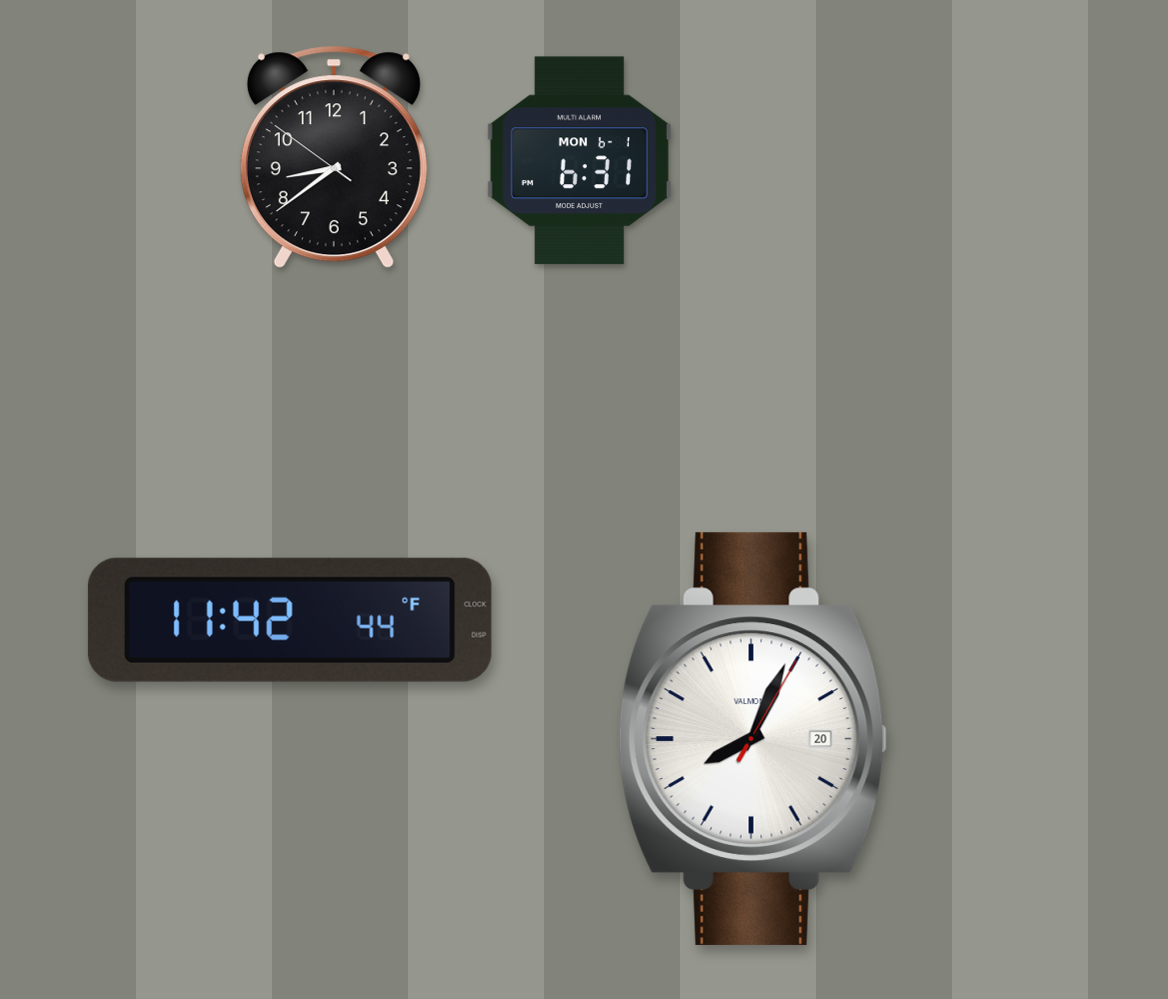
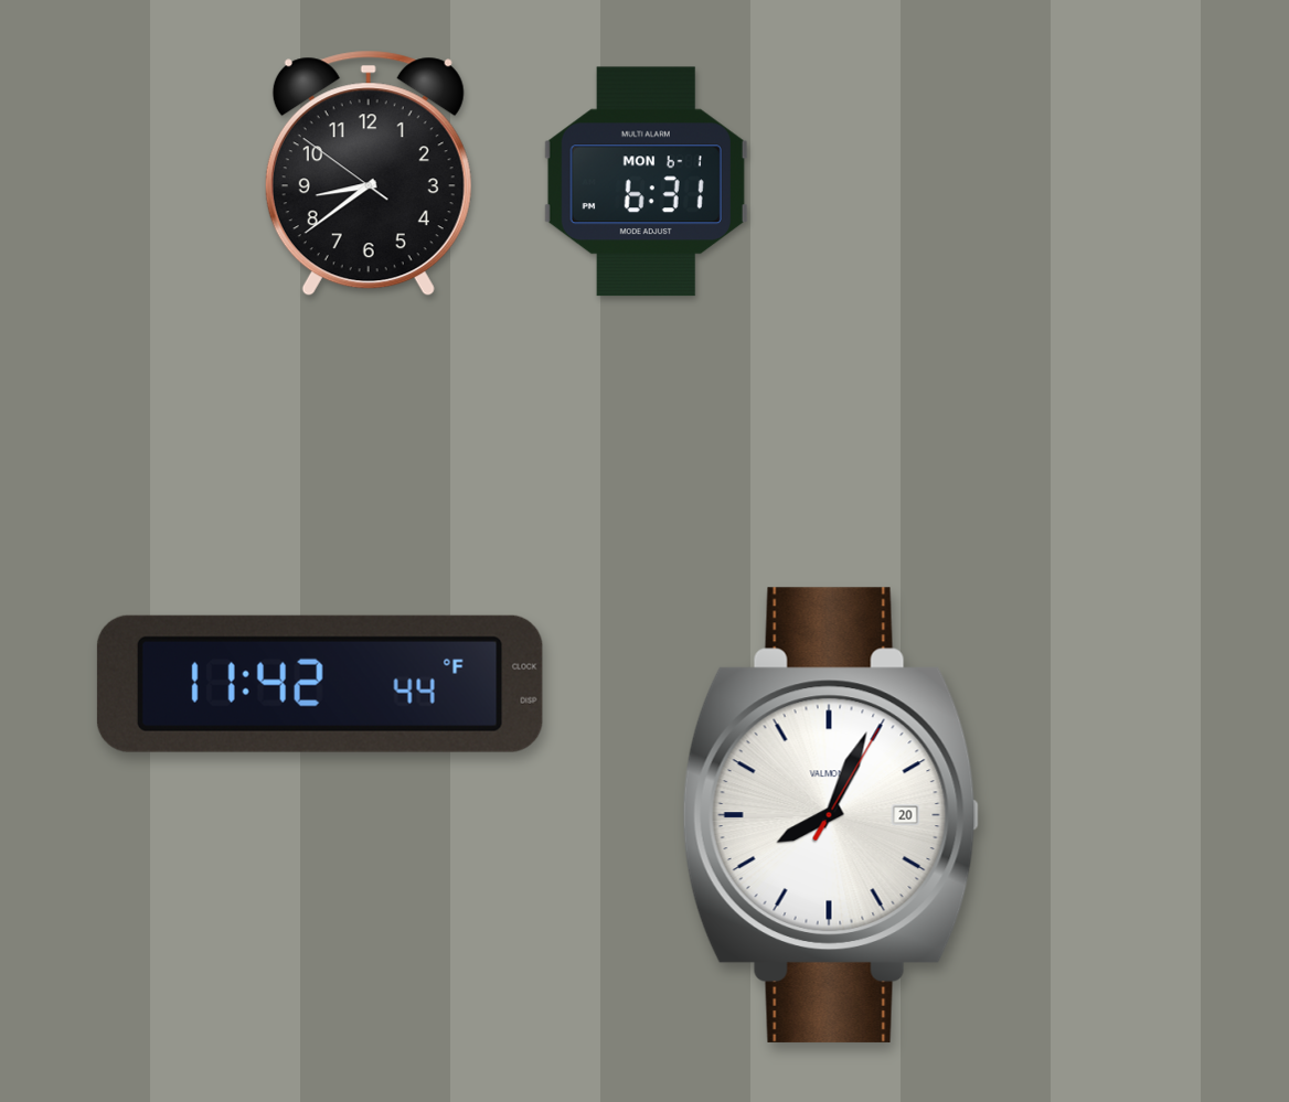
clock at (579, 161) position: (579, 161) -> (646, 182)
